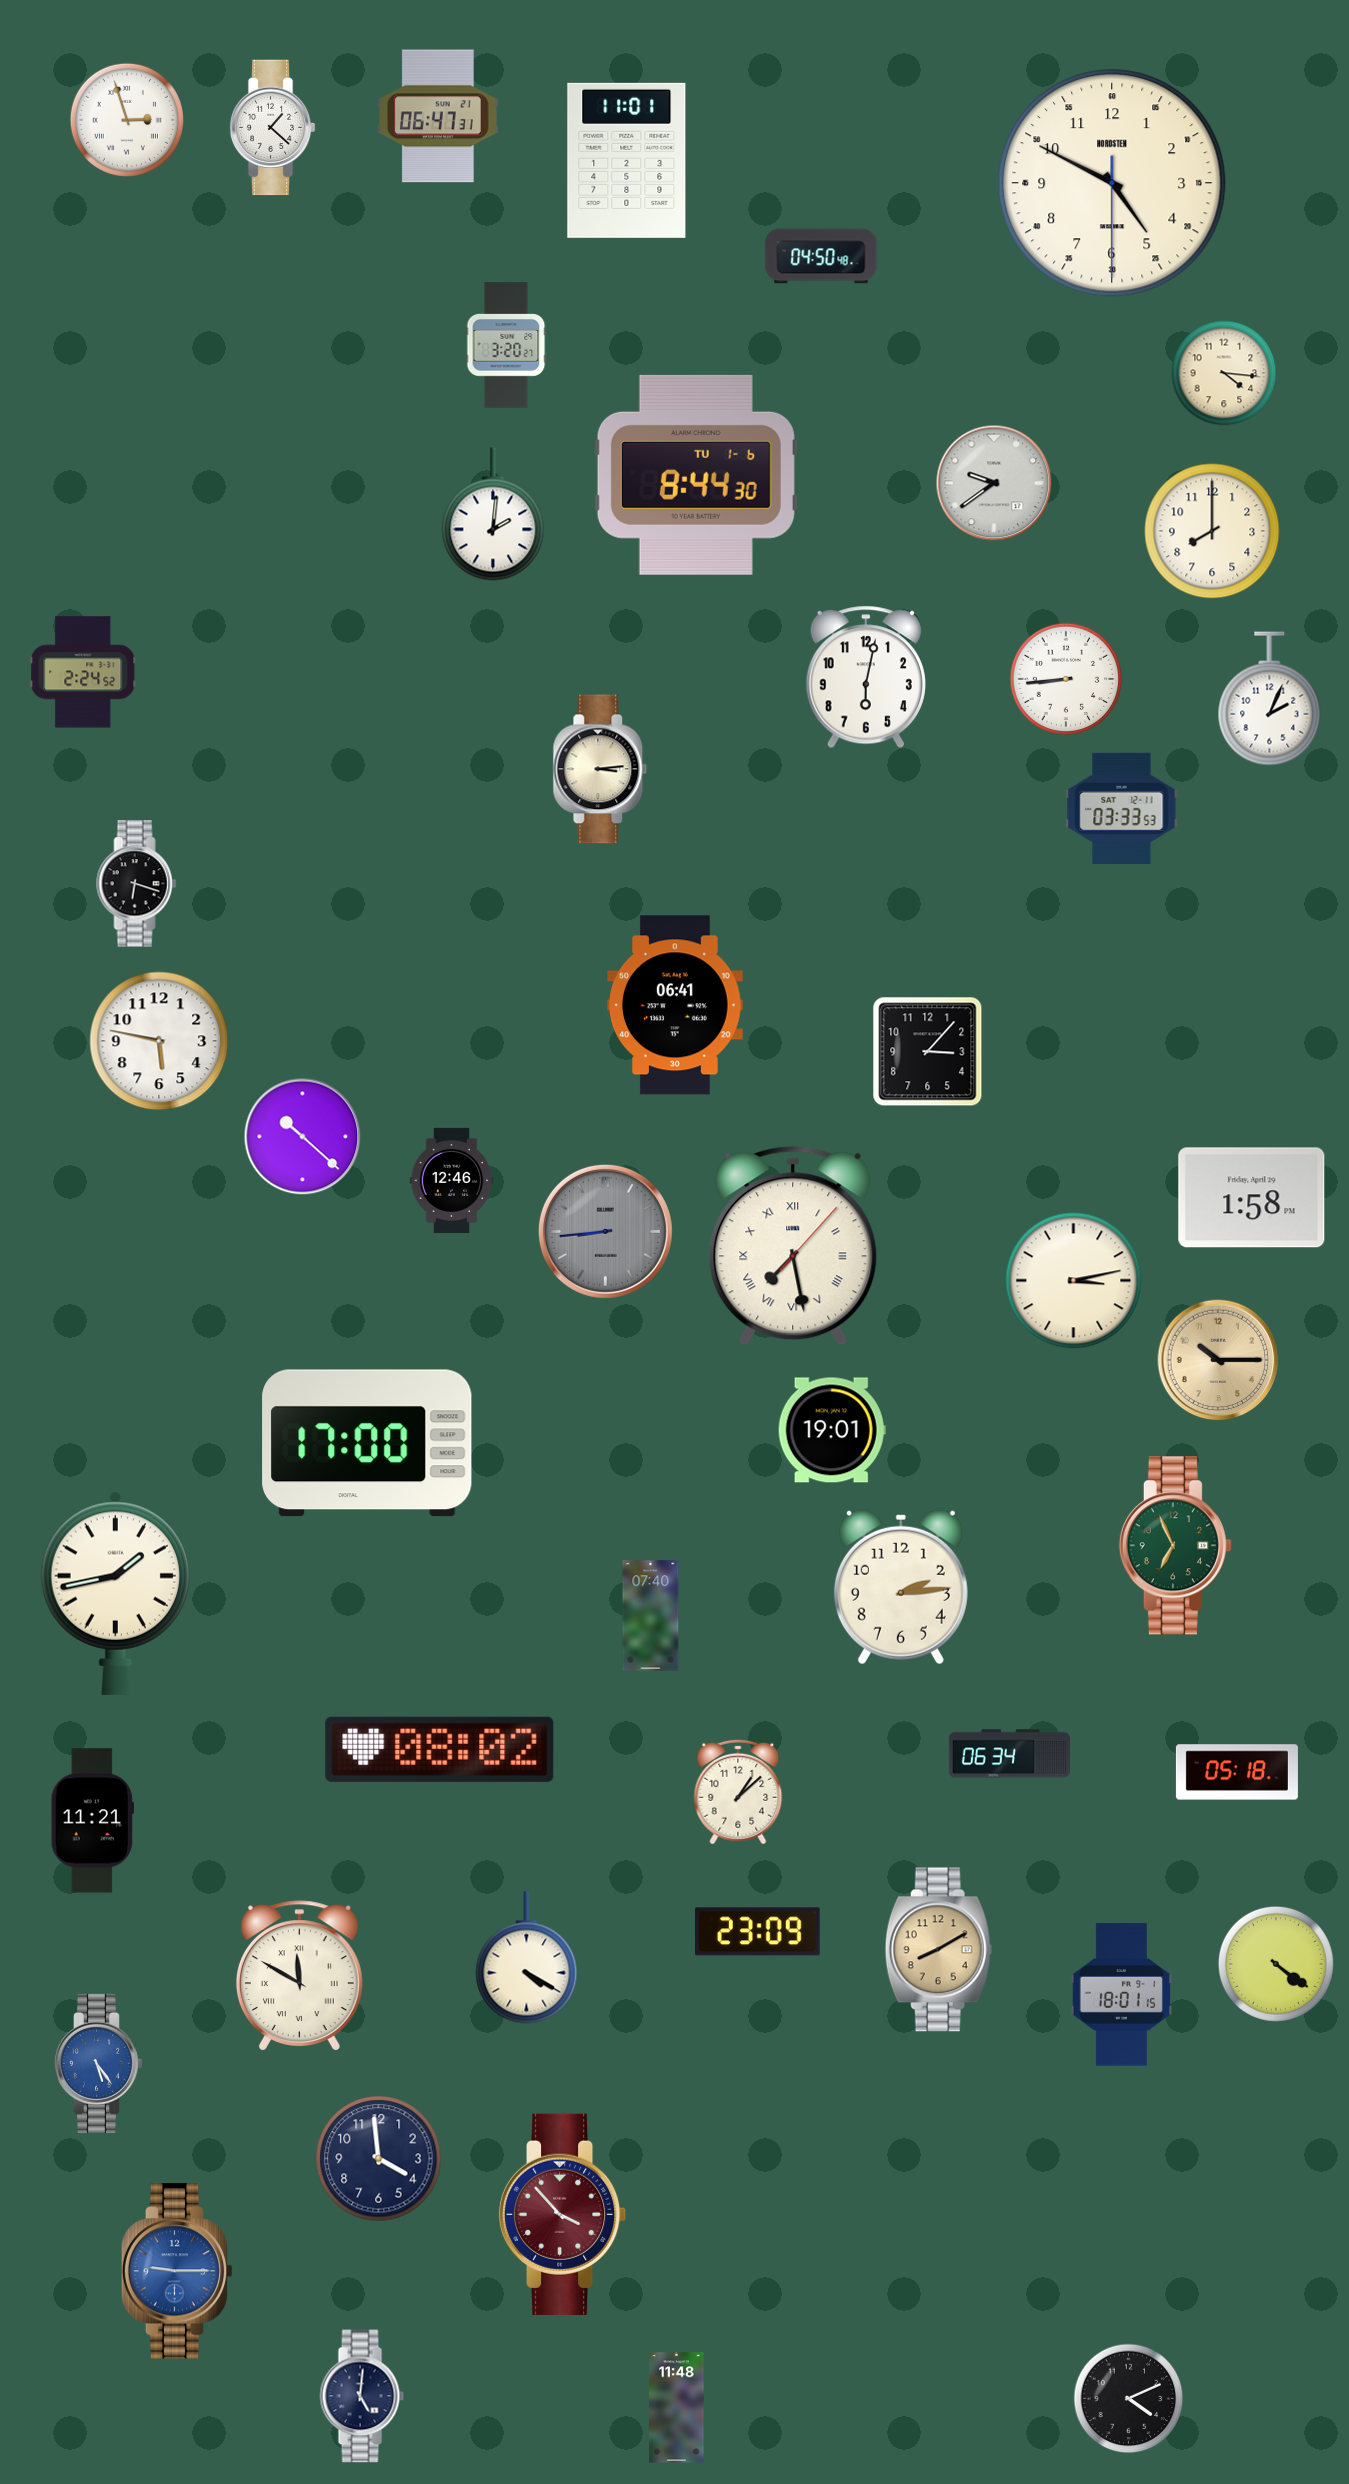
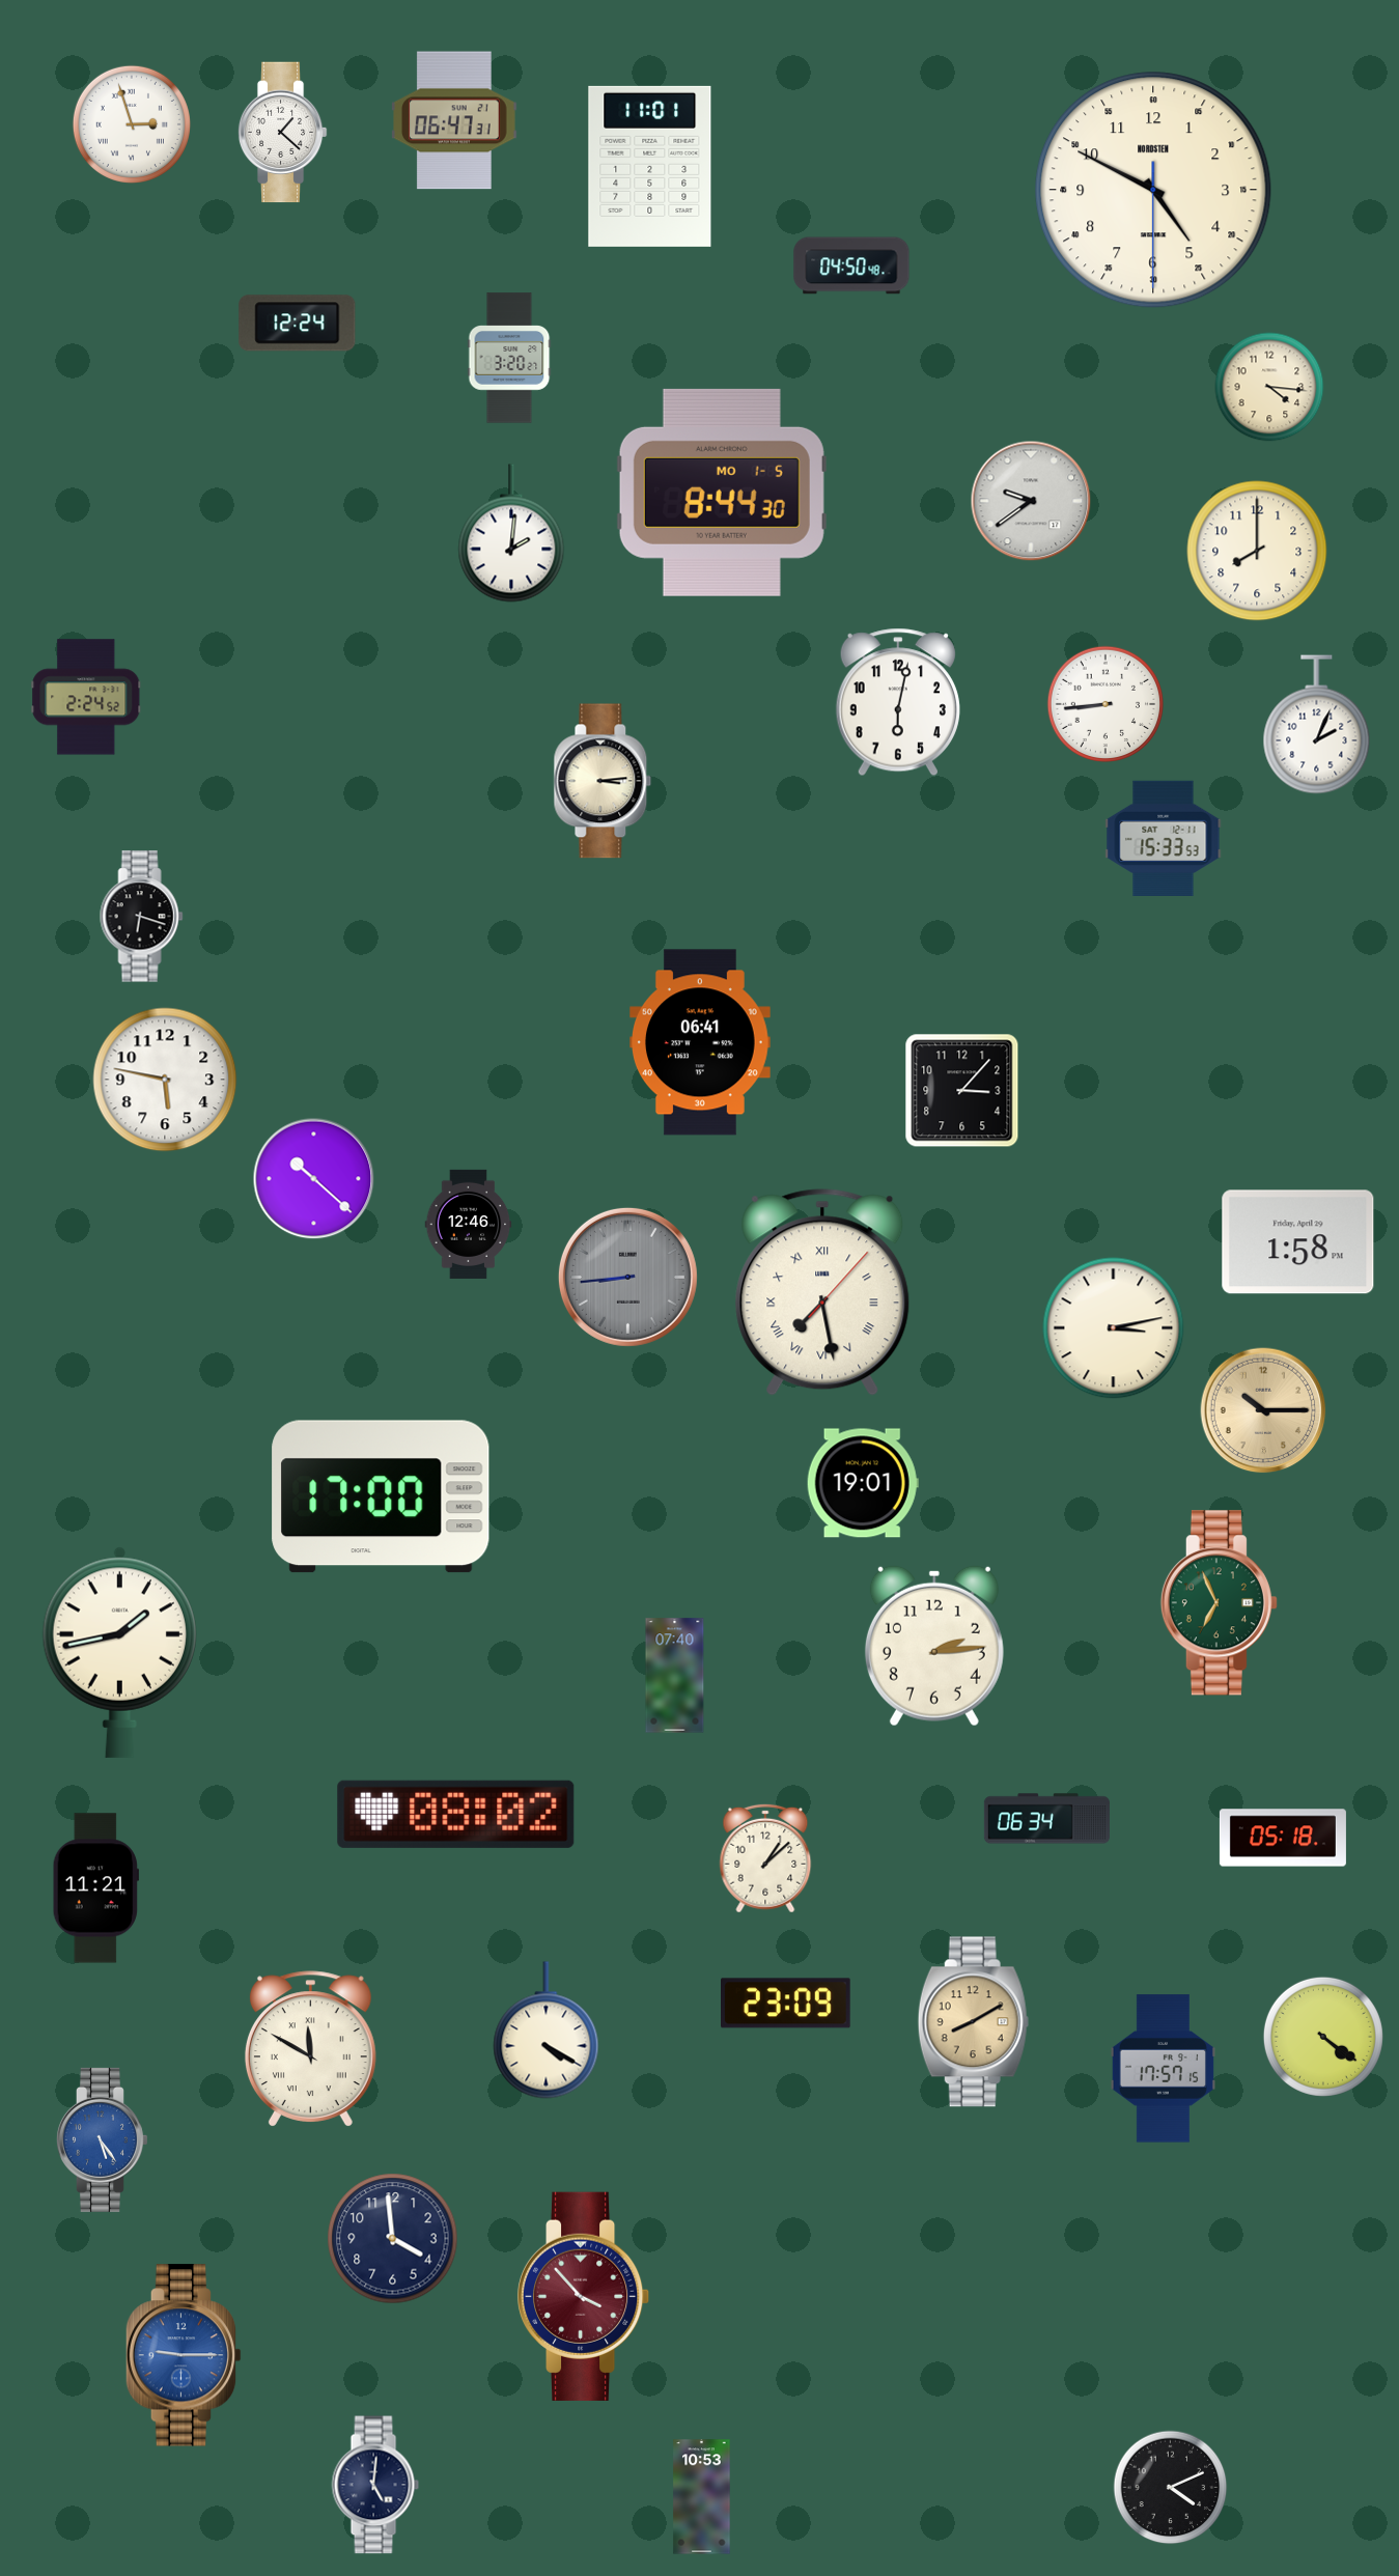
clock at (298, 324): none -> 12:24
clock at (506, 345) position: (506, 345) -> (509, 358)
clock at (696, 475) date: TU 1-6 -> MO 1-5
clock at (600, 769) position: (600, 769) -> (603, 781)
clock at (1122, 808): 03:33 -> 15:33
clock at (1121, 1995): 18:01 -> 17:57
clock at (677, 2408): 11:48 -> 10:53
